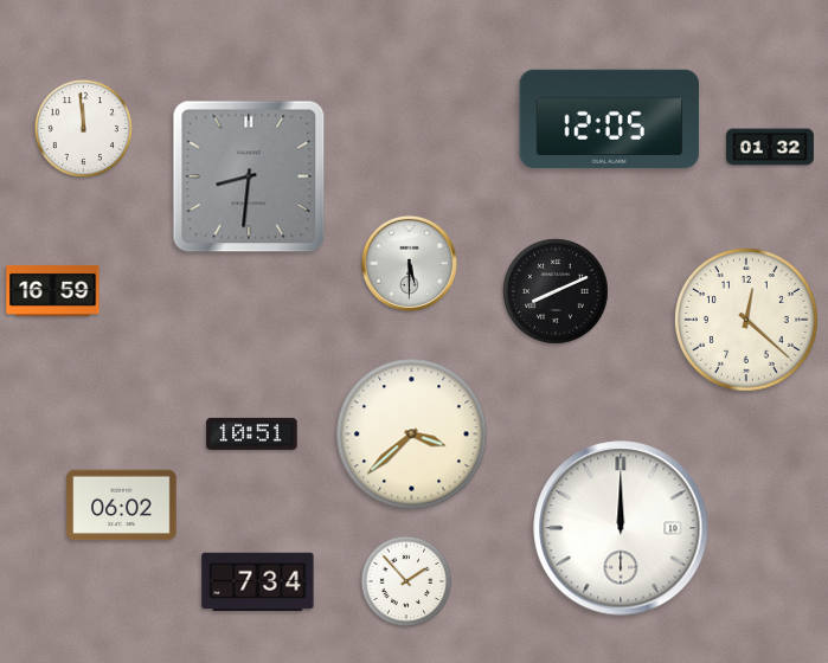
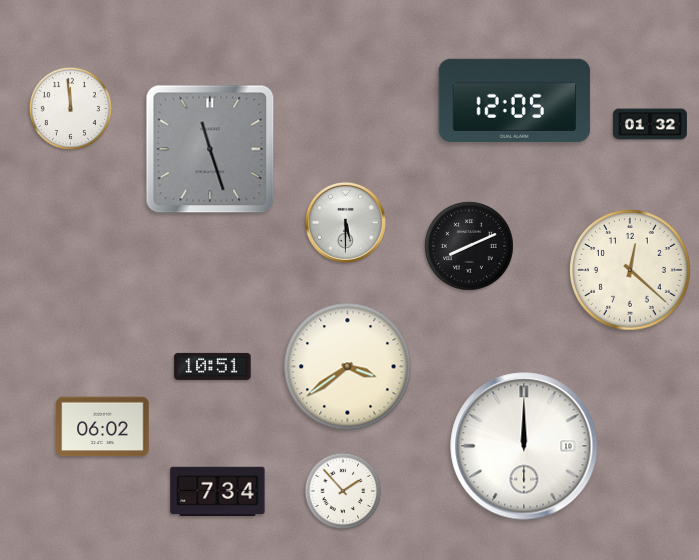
clock at (249, 176): 8:31 -> 11:27
clock at (53, 290): 16:59 -> none
clock at (412, 435): 3:38 -> 3:39
